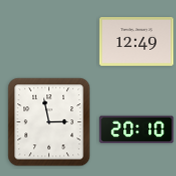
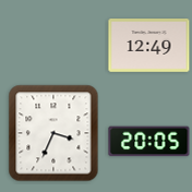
clock at (49, 122): 2:58 -> 3:34
clock at (137, 130): 20:10 -> 20:05
